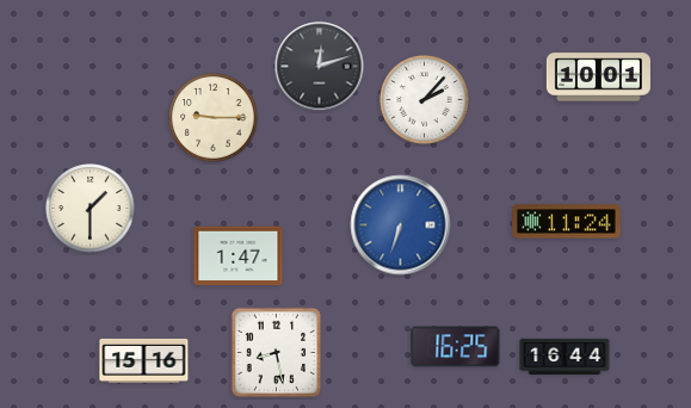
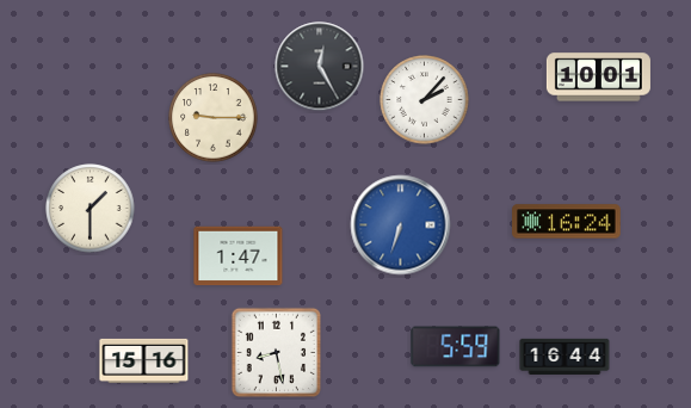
clock at (320, 67): 12:12 -> 12:25
clock at (567, 222): 11:24 -> 16:24
clock at (456, 347): 16:25 -> 5:59
